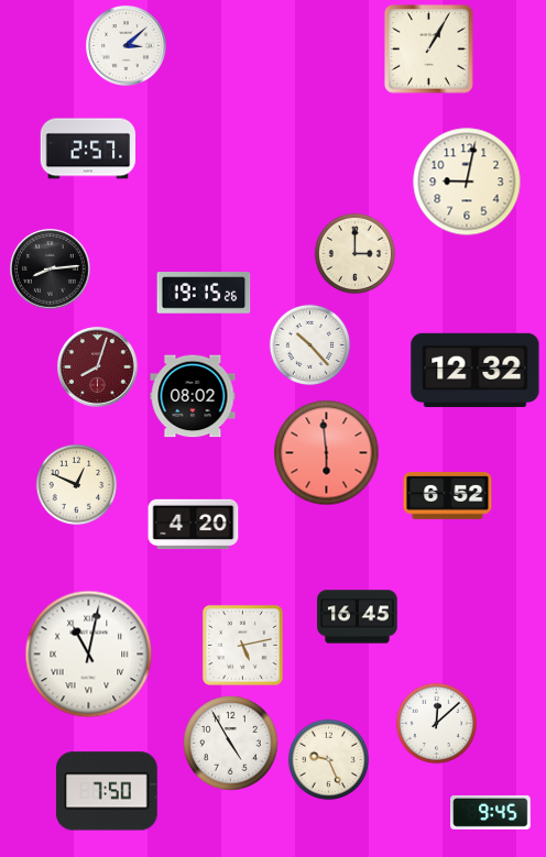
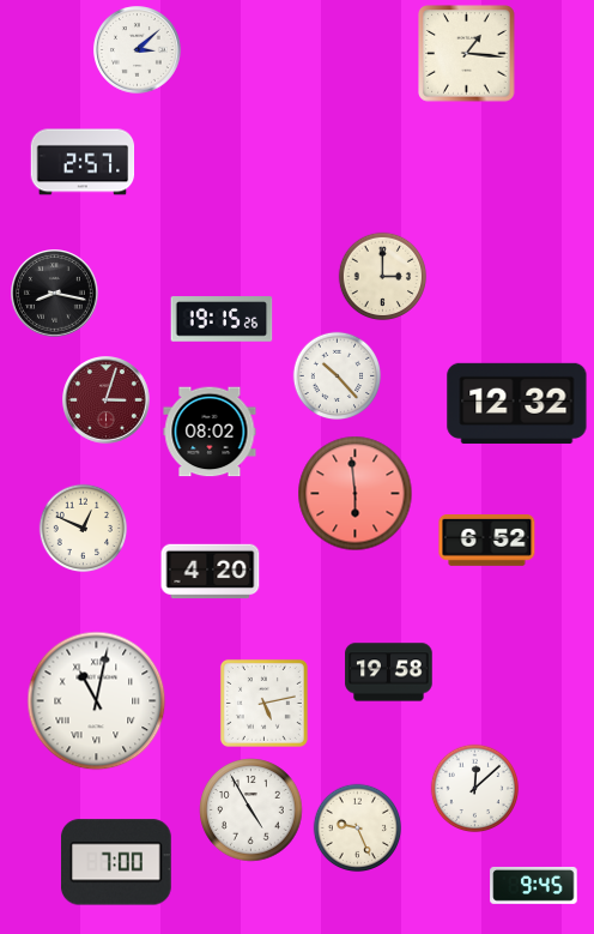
clock at (429, 50): 1:05 -> 1:16
clock at (88, 149) position: (88, 149) -> (83, 162)
clock at (467, 182): 9:02 -> none
clock at (356, 254) position: (356, 254) -> (383, 277)
clock at (51, 270): 8:14 -> 8:17
clock at (98, 367): 8:03 -> 3:03
clock at (358, 617): 16:45 -> 19:58
clock at (89, 655) position: (89, 655) -> (97, 701)
clock at (107, 791): 7:50 -> 7:00
